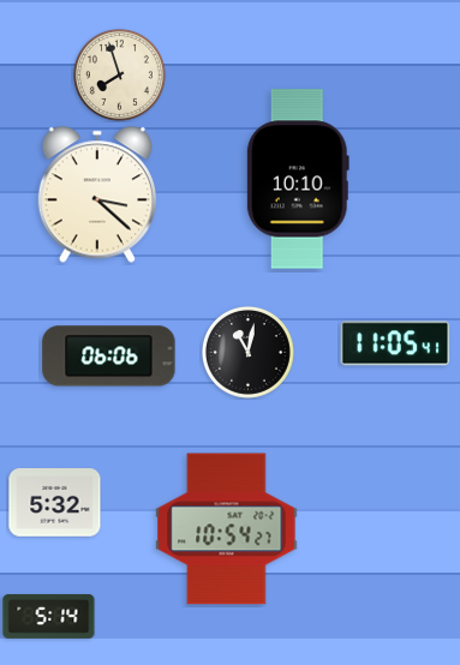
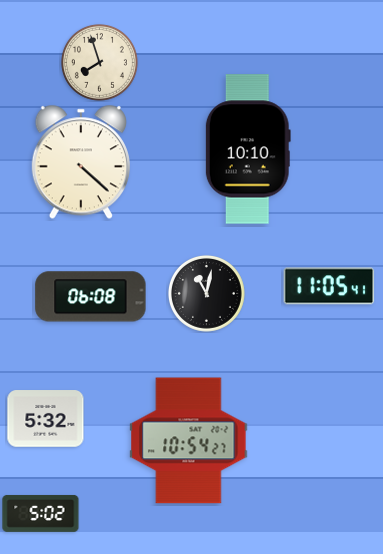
clock at (97, 194): 3:22 -> 4:22
clock at (109, 357): 06:06 -> 06:08
clock at (49, 616): 5:14 -> 5:02
